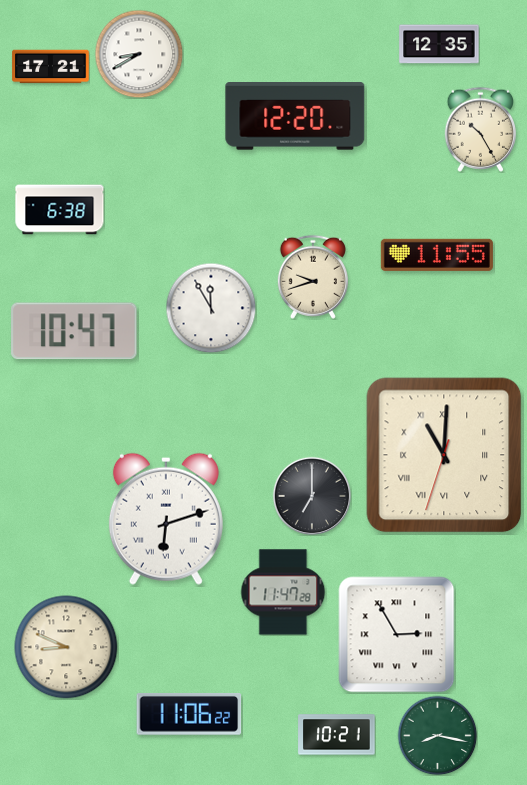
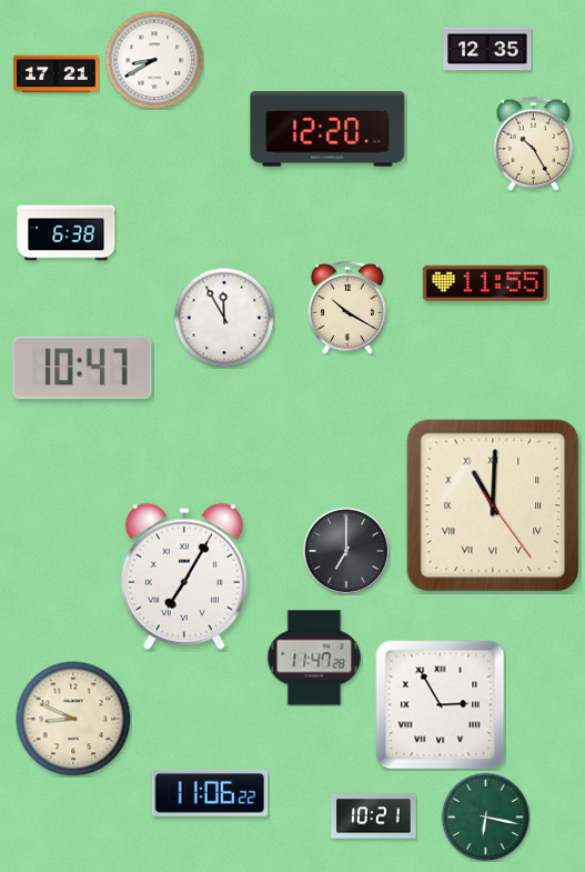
clock at (313, 277): 9:42 -> 10:20
clock at (211, 308) position: (211, 308) -> (224, 318)
clock at (444, 455): 11:00:33 -> 11:00:24
clock at (166, 519): 6:12 -> 7:05
clock at (437, 735): 8:17 -> 6:17
